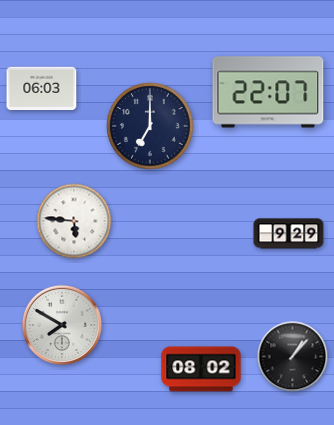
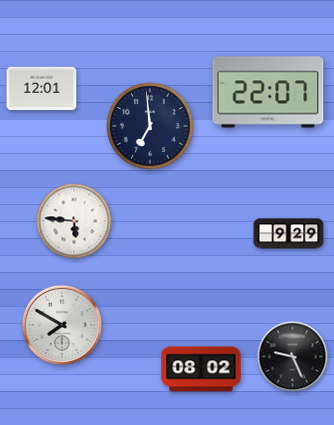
clock at (42, 89): 06:03 -> 12:01
clock at (150, 126): 7:00 -> 6:59
clock at (293, 357): 1:07 -> 9:26
